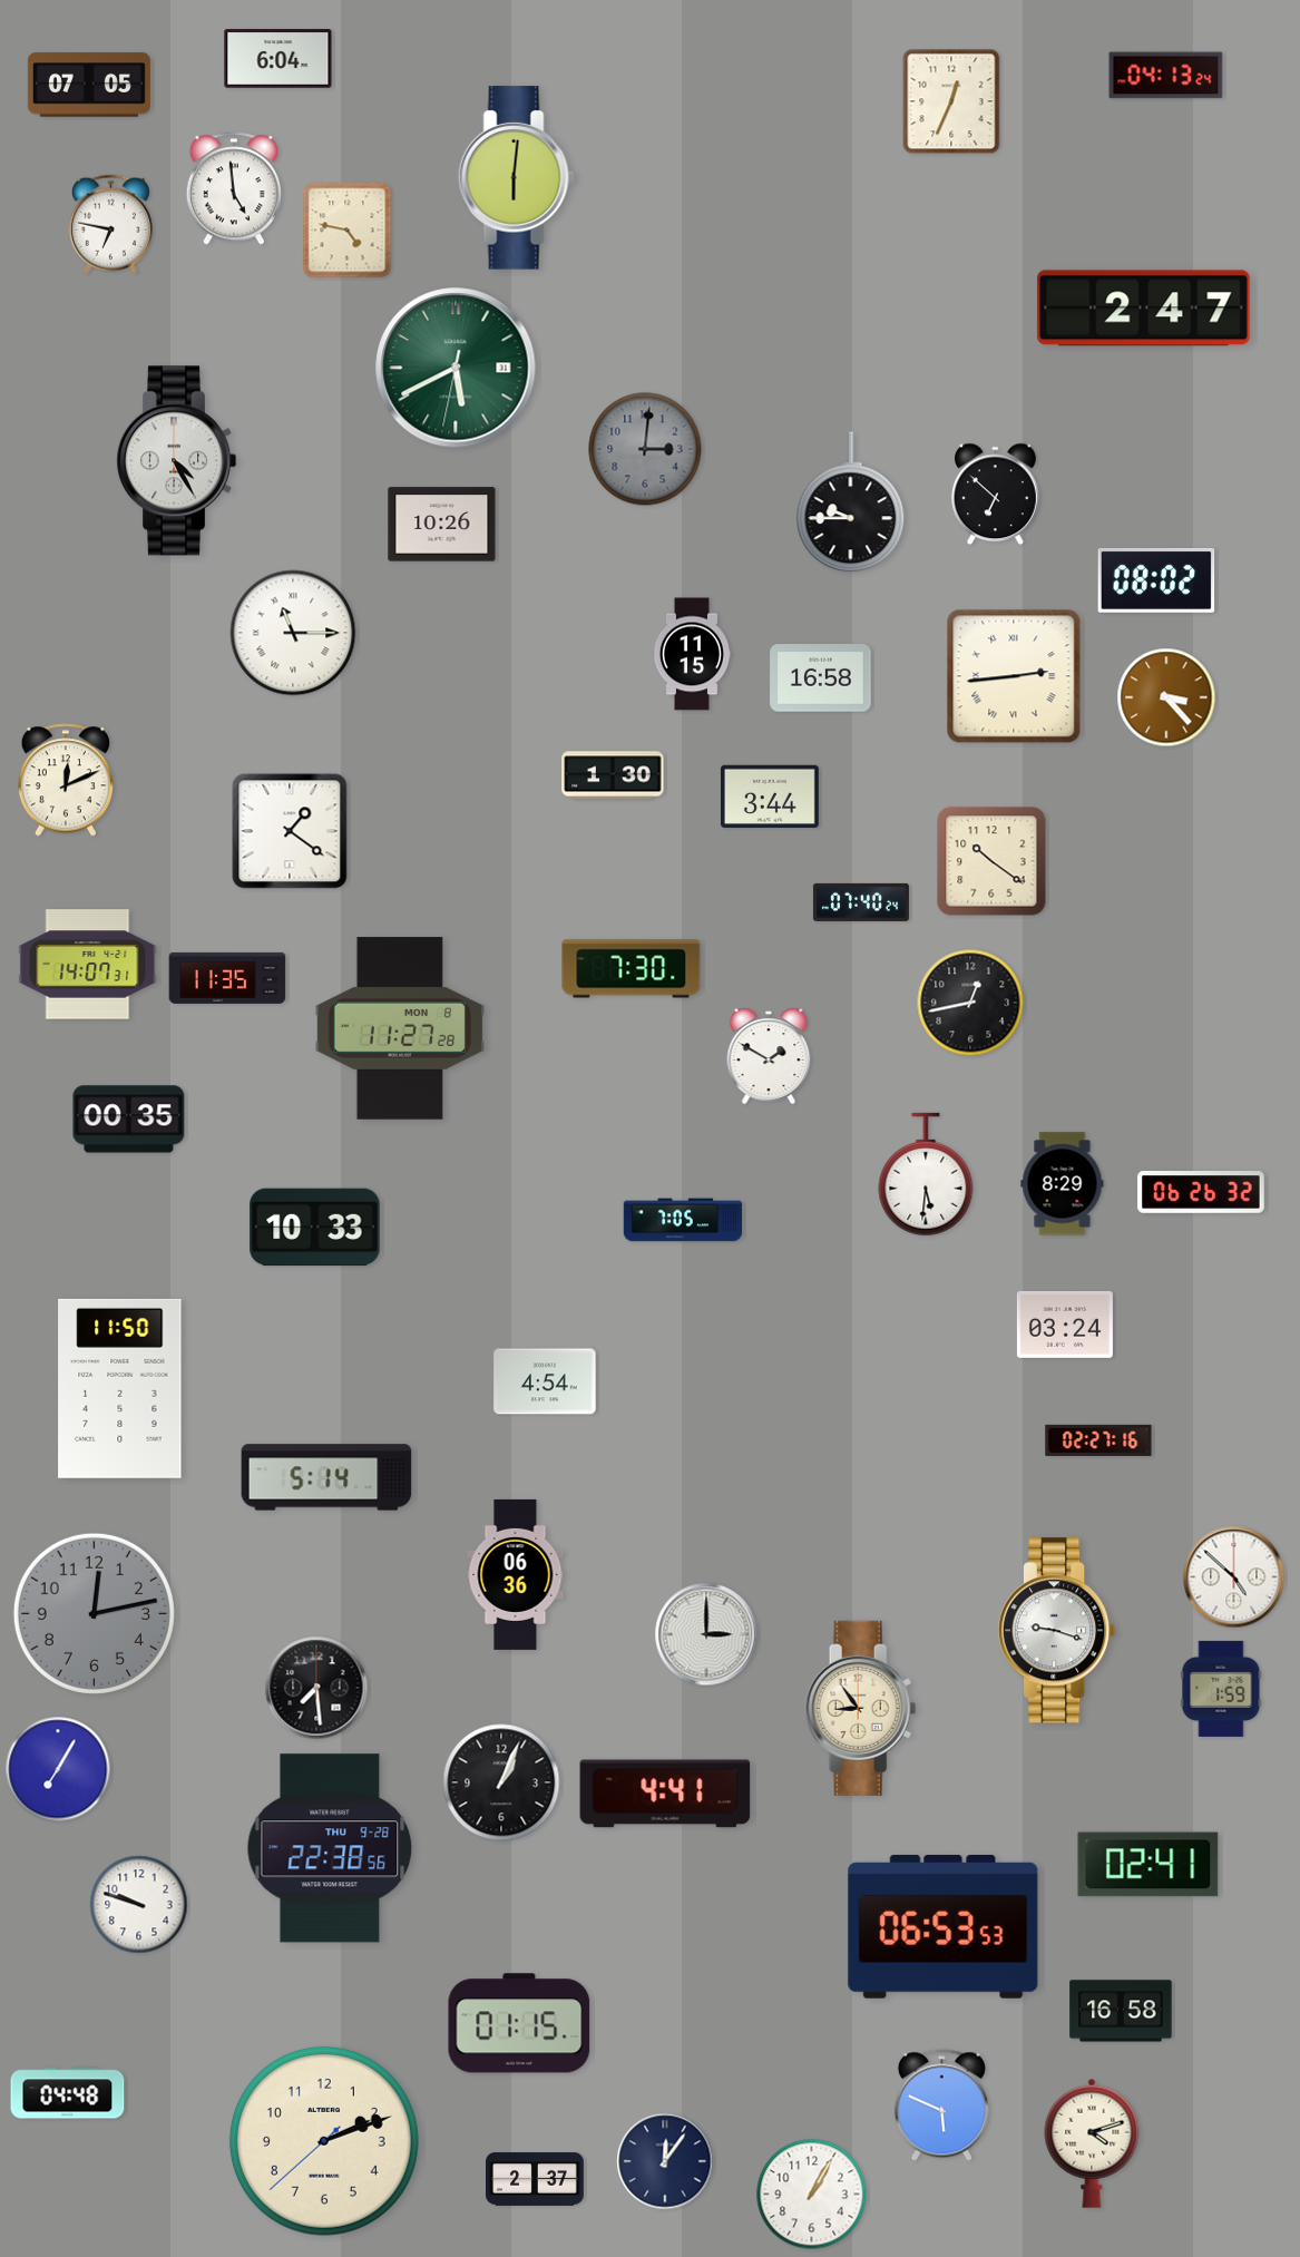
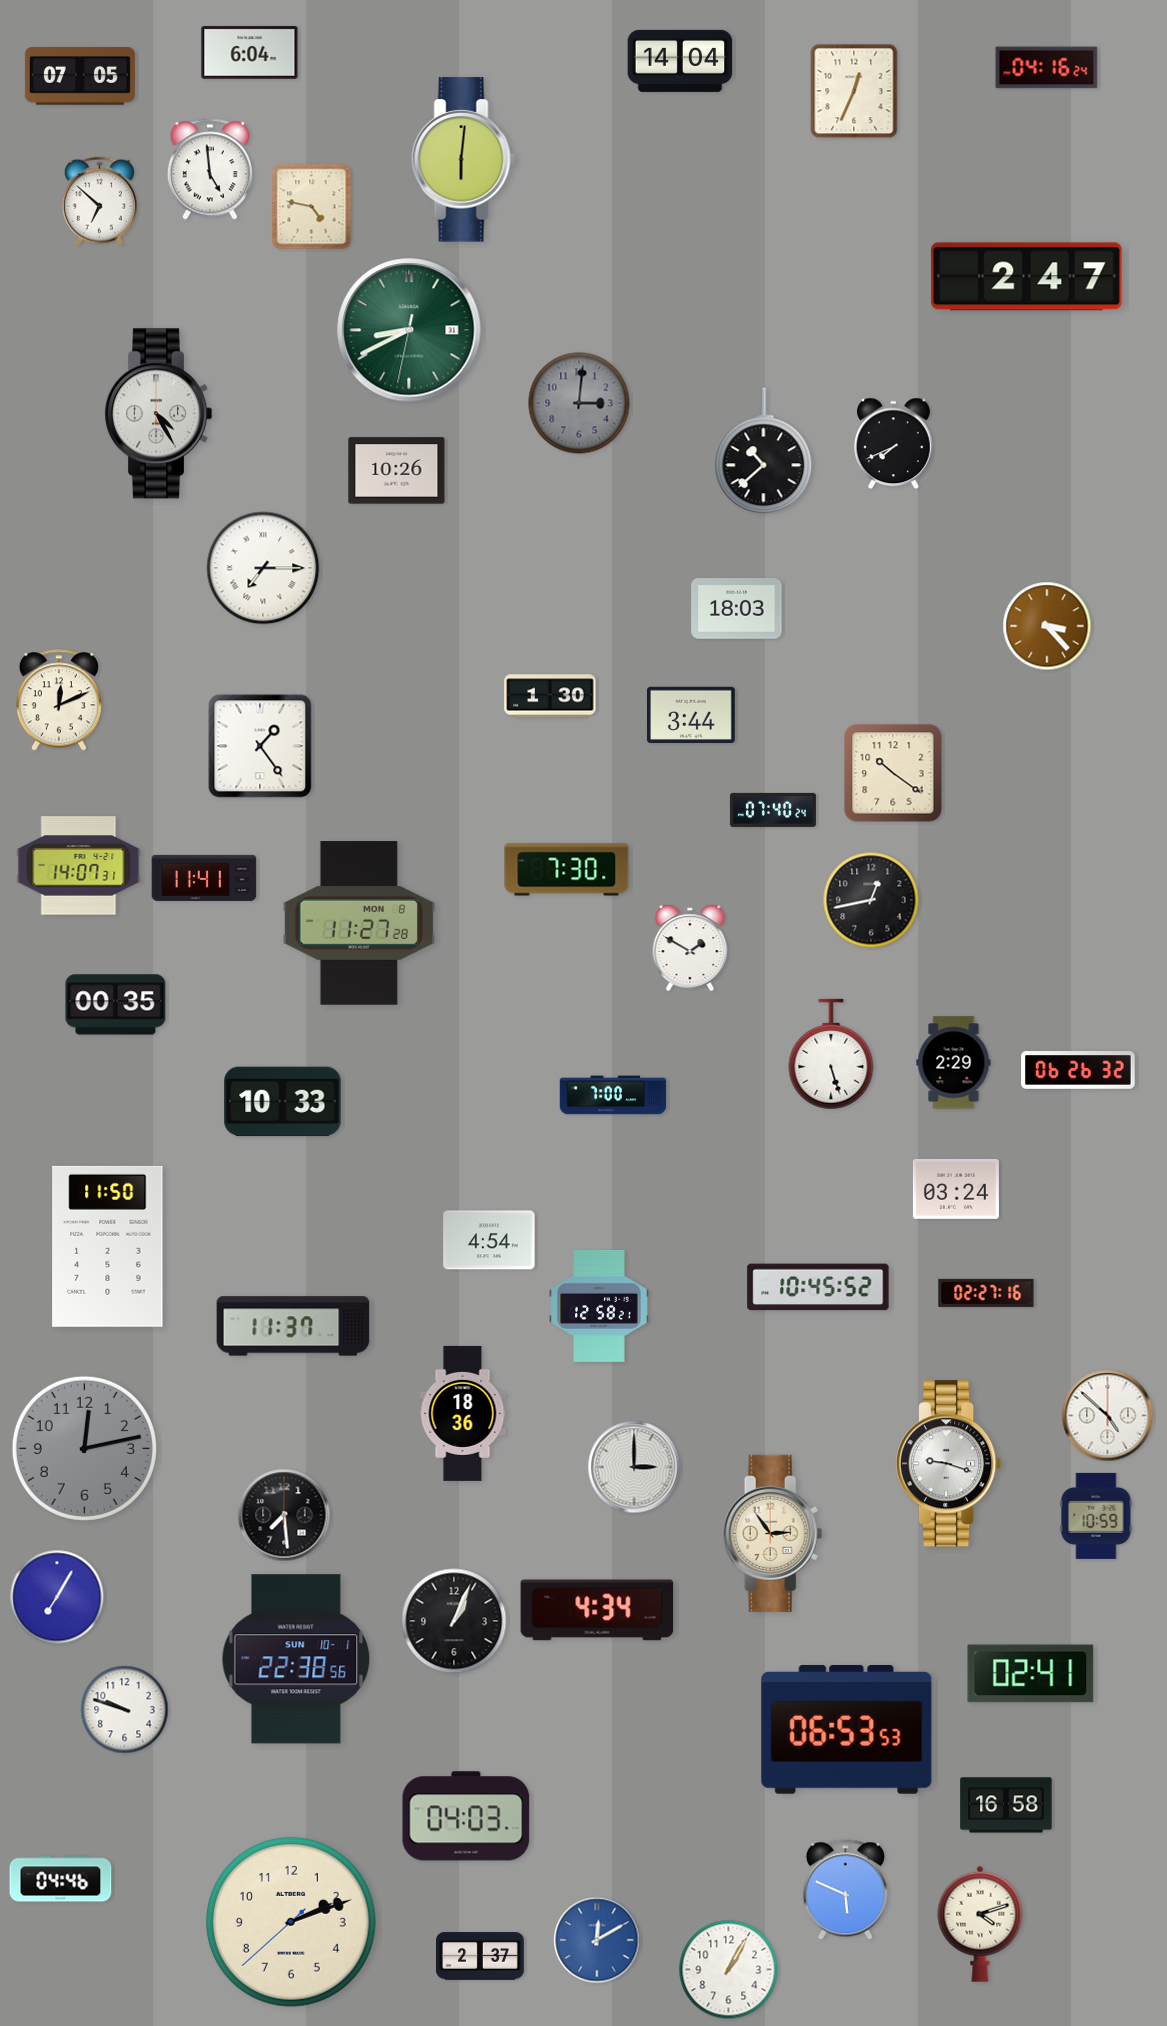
clock at (680, 61): none -> 14:04
clock at (1166, 76): 04:13 -> 04:16
clock at (110, 225): 6:47 -> 6:52
clock at (456, 368): 5:40 -> 8:40
clock at (996, 495): 6:52 -> 7:41
clock at (851, 502): 9:45 -> 10:38
clock at (1156, 580): 08:02 -> none
clock at (293, 633): 11:15 -> 7:15
clock at (692, 654): 11:15 -> none
clock at (1014, 676): 2:44 -> none
clock at (821, 678): 16:58 -> 18:03
clock at (290, 831): 1:21 -> 1:24
clock at (991, 861) position: (991, 861) -> (893, 773)
clock at (227, 978): 11:35 -> 11:41
clock at (926, 1174): 5:31 -> 5:27
clock at (1063, 1184): 8:29 -> 2:29
clock at (683, 1220): 7:05 -> 7:00
clock at (818, 1287): none -> 10:45
clock at (599, 1306): none -> 12:58
clock at (326, 1477): 5:14 -> 11:37
clock at (516, 1574): 06:36 -> 18:36
clock at (1221, 1689): 1:59 -> 10:59
clock at (861, 1708): 8:54 -> 2:54
clock at (58, 1769) position: (58, 1769) -> (57, 1597)
clock at (501, 1782) position: (501, 1782) -> (454, 1621)
clock at (665, 1794): 4:41 -> 4:34
clock at (330, 1848) date: THU 9-28 -> SUN 10-1
clock at (519, 2023): 01:15 -> 04:03
clock at (68, 2093): 04:48 -> 04:46
clock at (665, 2161): 12:06 -> 12:10
clock at (665, 2161) dial: navy -> blue
